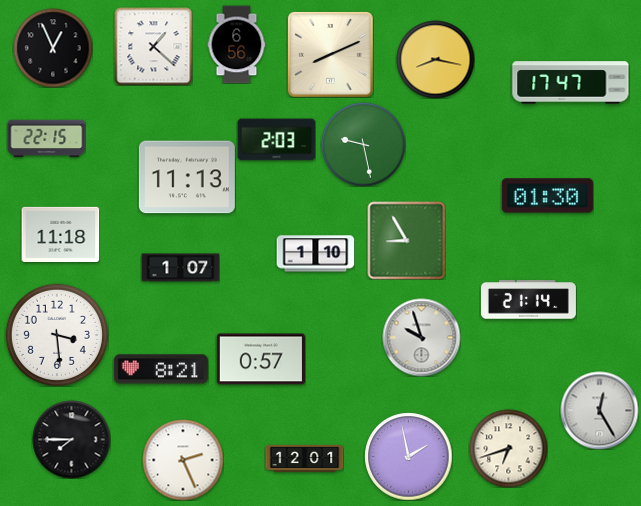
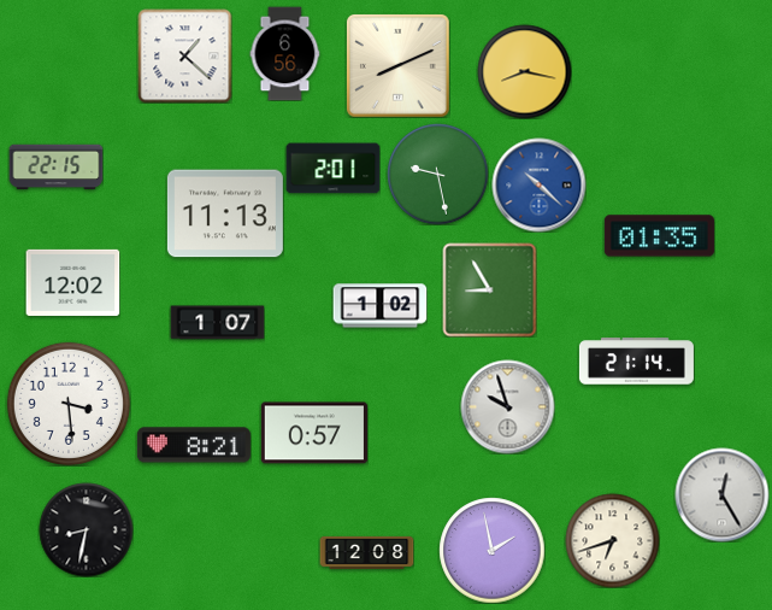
clock at (53, 48): 12:56 -> none
clock at (571, 83): 17:47 -> none
clock at (276, 140): 2:03 -> 2:01
clock at (538, 184): none -> 10:22
clock at (547, 196): 01:30 -> 01:35
clock at (60, 234): 11:18 -> 12:02
clock at (315, 254): 1:10 -> 1:02
clock at (71, 439): 7:45 -> 8:32
clock at (304, 458): 12:01 -> 12:08
clock at (183, 460): 2:26 -> none
